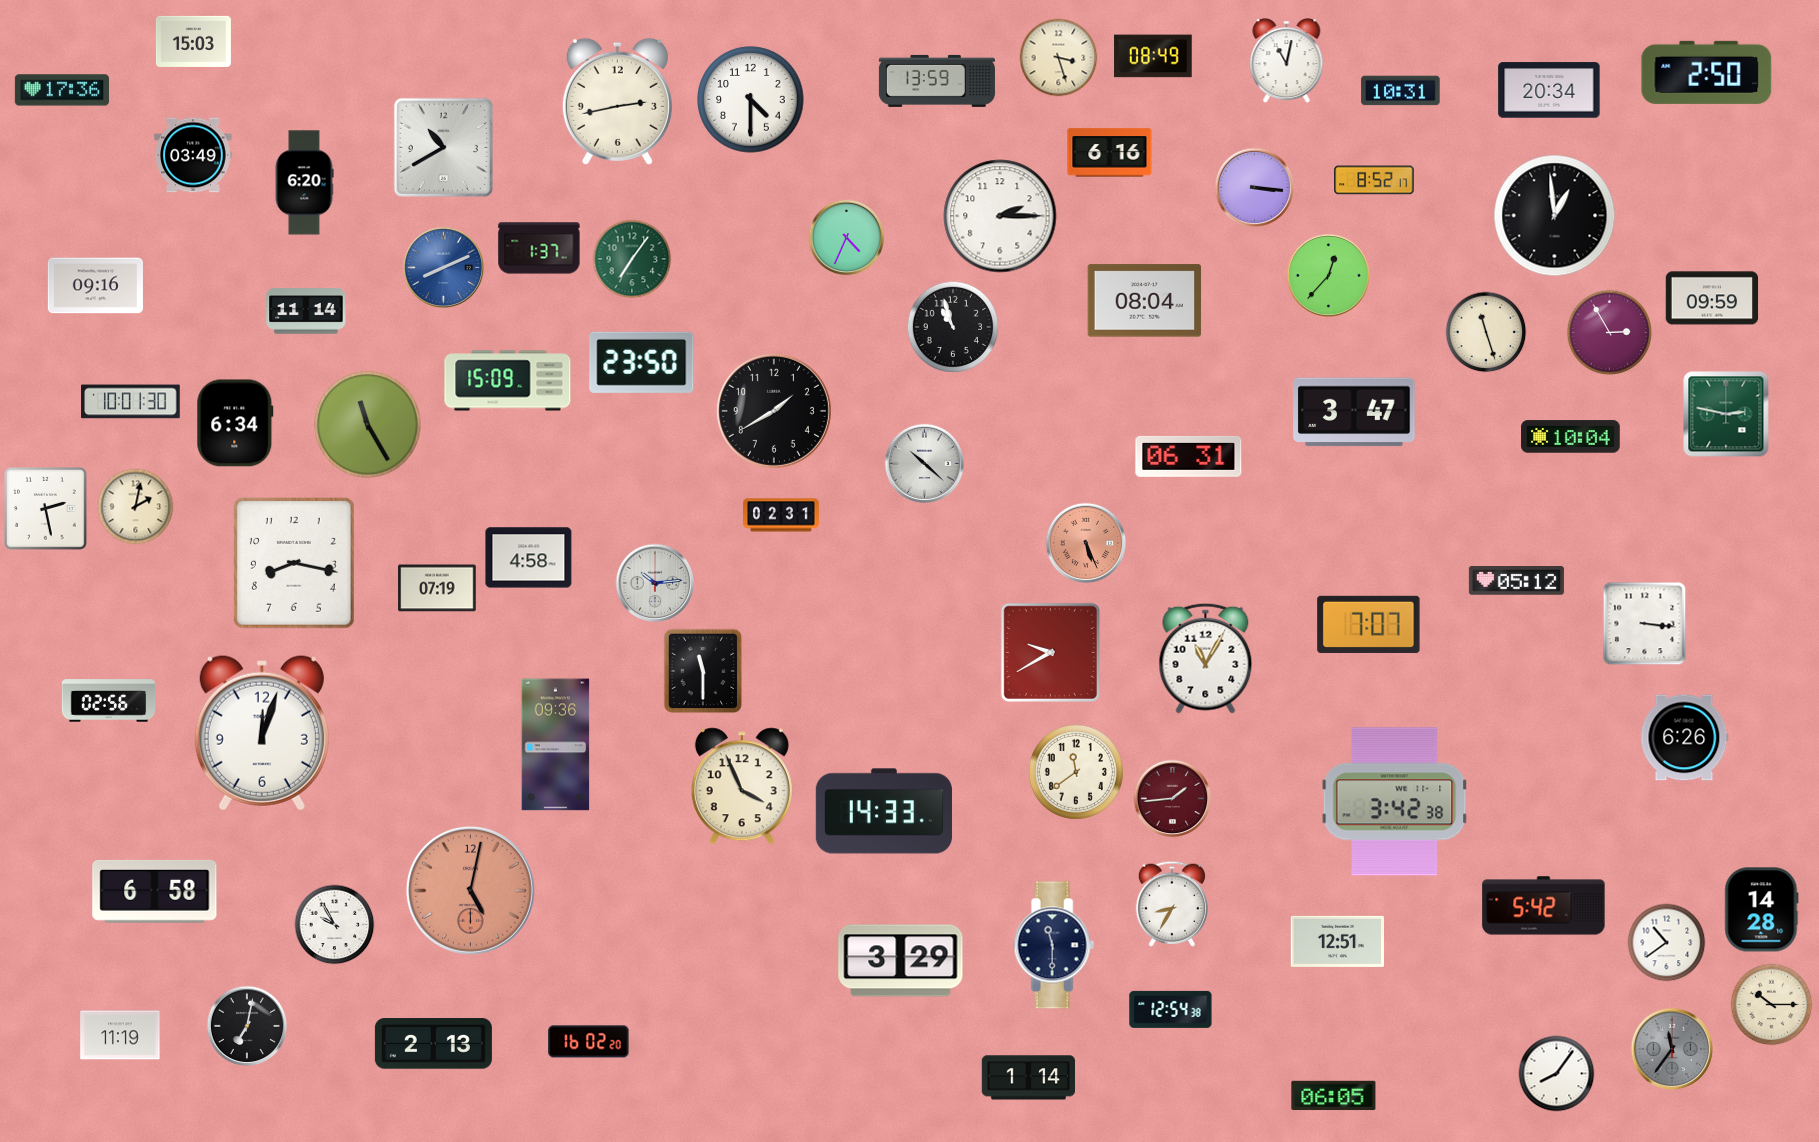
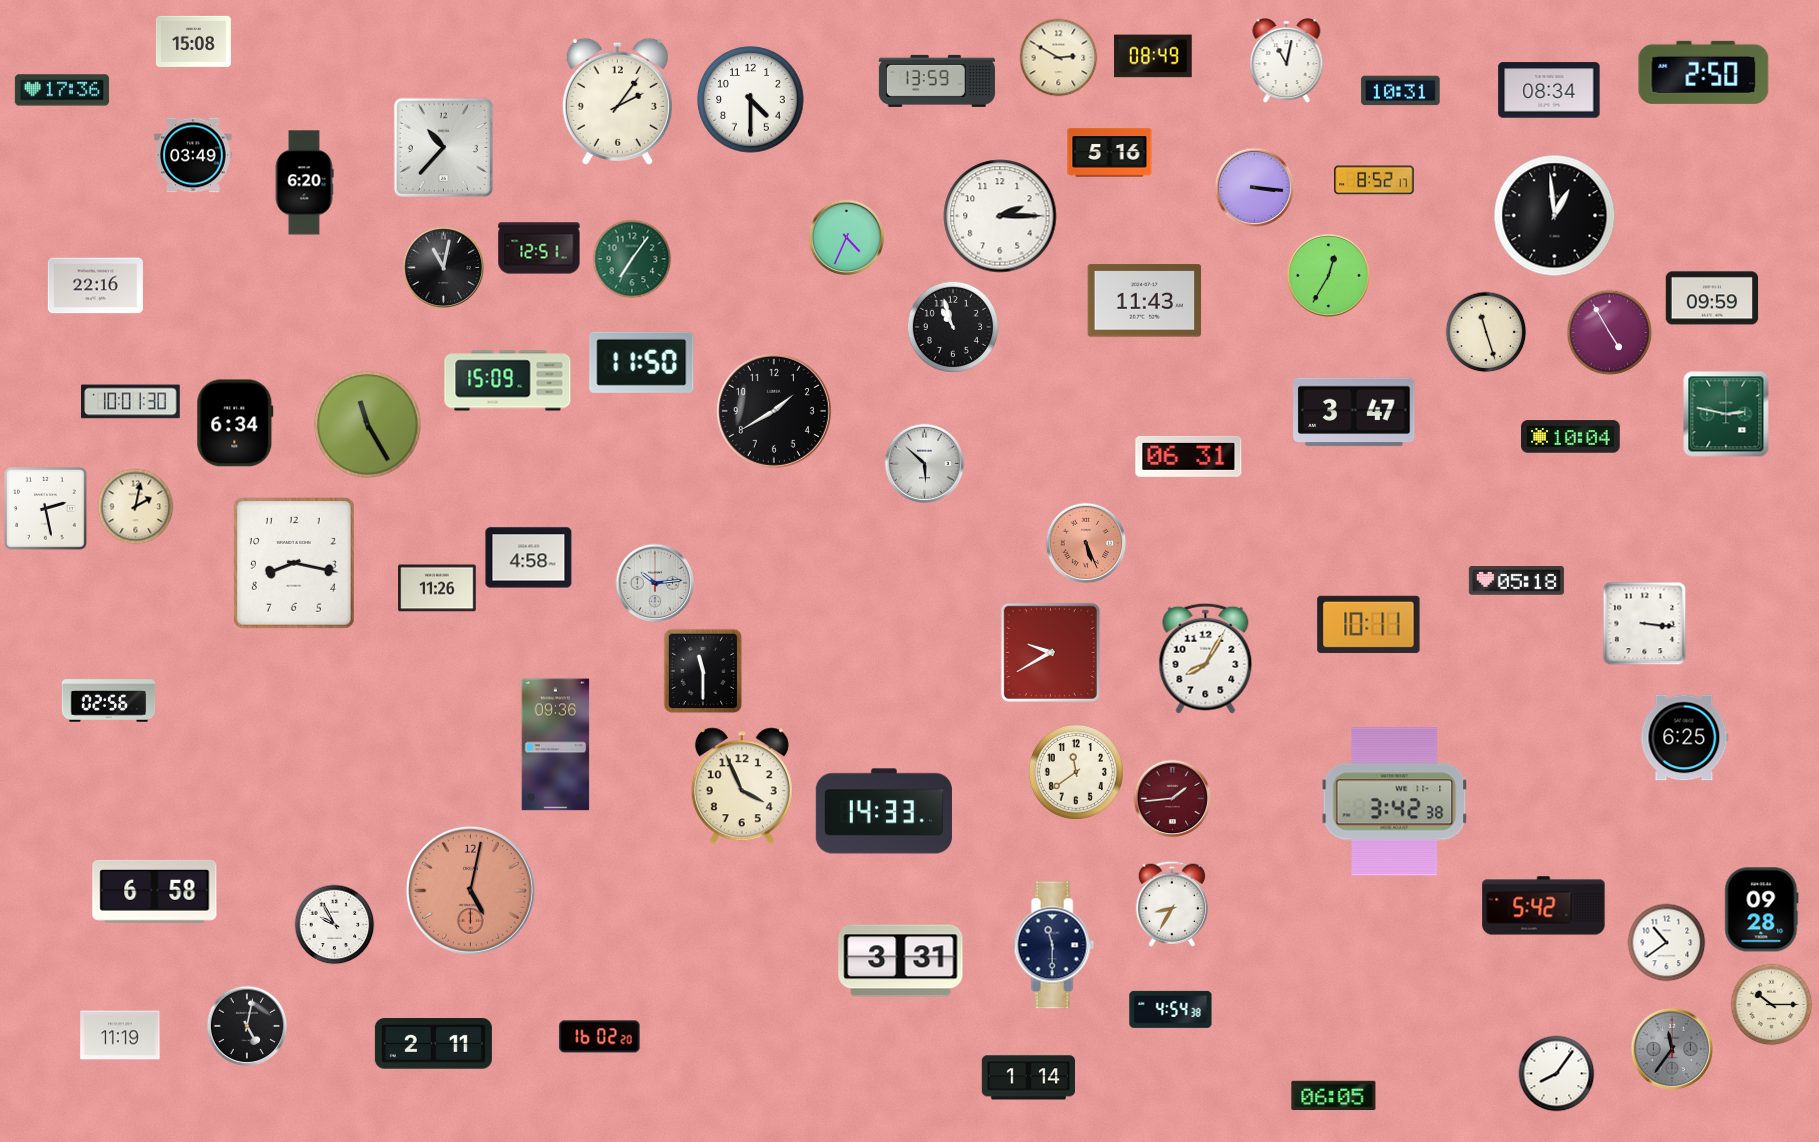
clock at (193, 41): 15:03 -> 15:08
clock at (1059, 58): 3:27 -> 2:50
clock at (1707, 72) position: (1707, 72) -> (1704, 72)
clock at (1549, 90): 20:34 -> 08:34
clock at (617, 101): 2:43 -> 2:06
clock at (443, 147): 10:40 -> 10:37
clock at (1110, 153): 6:16 -> 5:16
clock at (539, 248): 1:37 -> 12:51
clock at (444, 268): 8:11 -> 11:02
clock at (444, 268) dial: blue -> black
clock at (1329, 276): 12:37 -> 12:35
clock at (95, 286): 09:16 -> 22:16
clock at (1145, 301): 08:04 -> 11:43
clock at (306, 311): 11:14 -> none
clock at (1610, 333): 2:55 -> 4:55
clock at (642, 362): 23:50 -> 11:50
clock at (925, 464): 10:22 -> 5:52
clock at (782, 515): 02:31 -> none
clock at (1516, 581): 05:12 -> 05:18
clock at (437, 588): 07:19 -> 11:26
clock at (1369, 624): 7:07 -> 10:11
clock at (1206, 658): 11:05 -> 8:05
clock at (262, 733): 12:03 -> none
clock at (1685, 738): 6:26 -> 6:25
clock at (1762, 910): 14:28 -> 09:28
clock at (1337, 941): 12:51 -> none
clock at (901, 961): 3:29 -> 3:31
clock at (1171, 1009): 12:54 -> 4:54
clock at (247, 1026): 7:02 -> 5:02
clock at (589, 1042) position: (589, 1042) -> (600, 1037)
clock at (433, 1044): 2:13 -> 2:11
